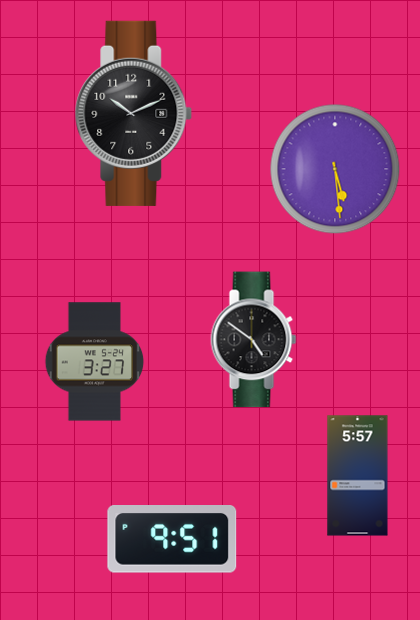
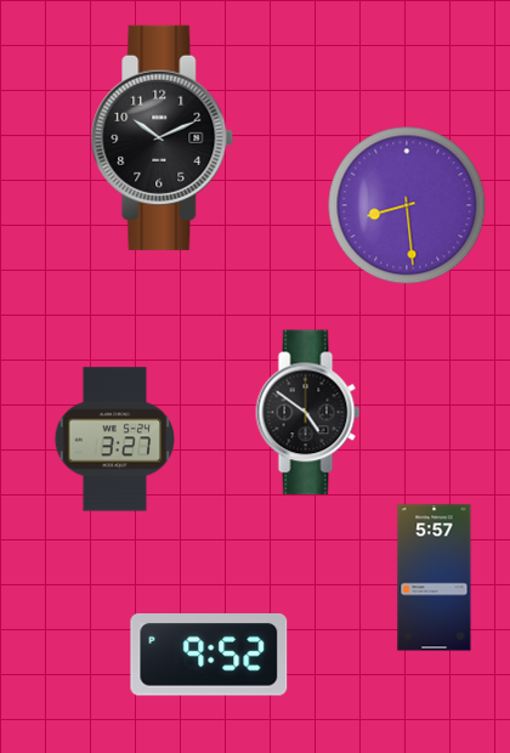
clock at (335, 169): 5:29 -> 8:29
clock at (172, 539): 9:51 -> 9:52
